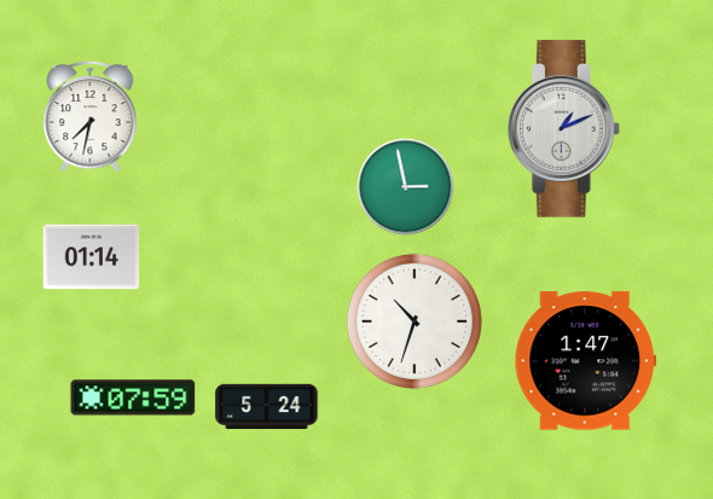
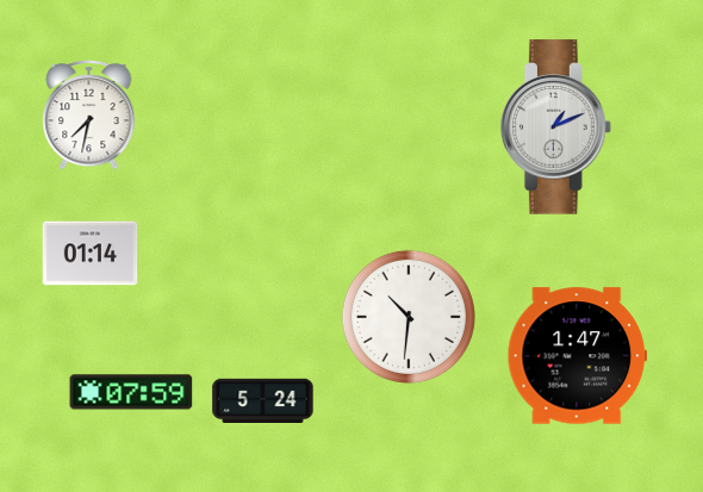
clock at (406, 187): 2:58 -> none
clock at (415, 321): 10:33 -> 10:31
